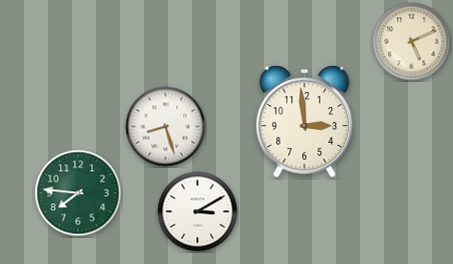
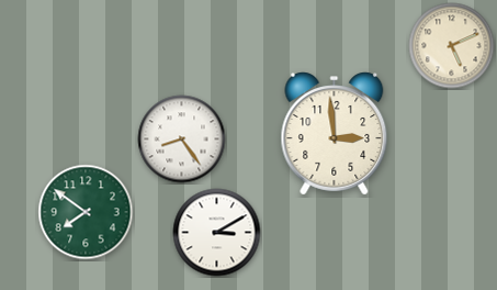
clock at (166, 127): 8:27 -> 8:24
clock at (78, 193): 7:46 -> 7:51
